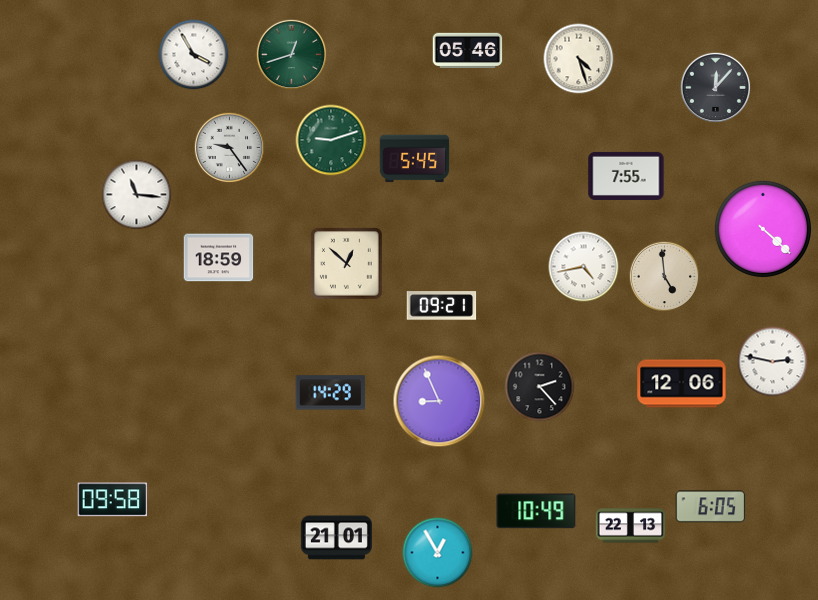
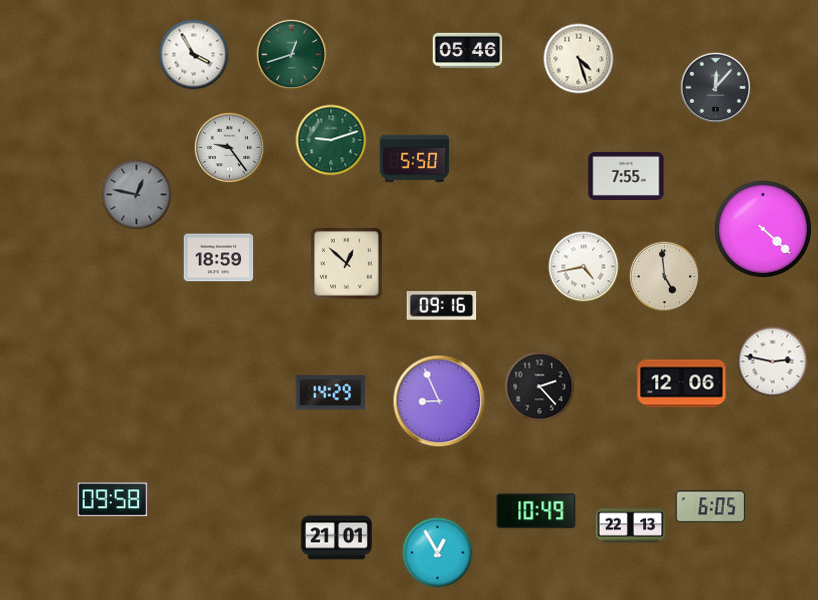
clock at (415, 159): 5:45 -> 5:50
clock at (137, 195): 11:16 -> 12:47
clock at (137, 195) dial: white -> grey
clock at (442, 306): 09:21 -> 09:16
